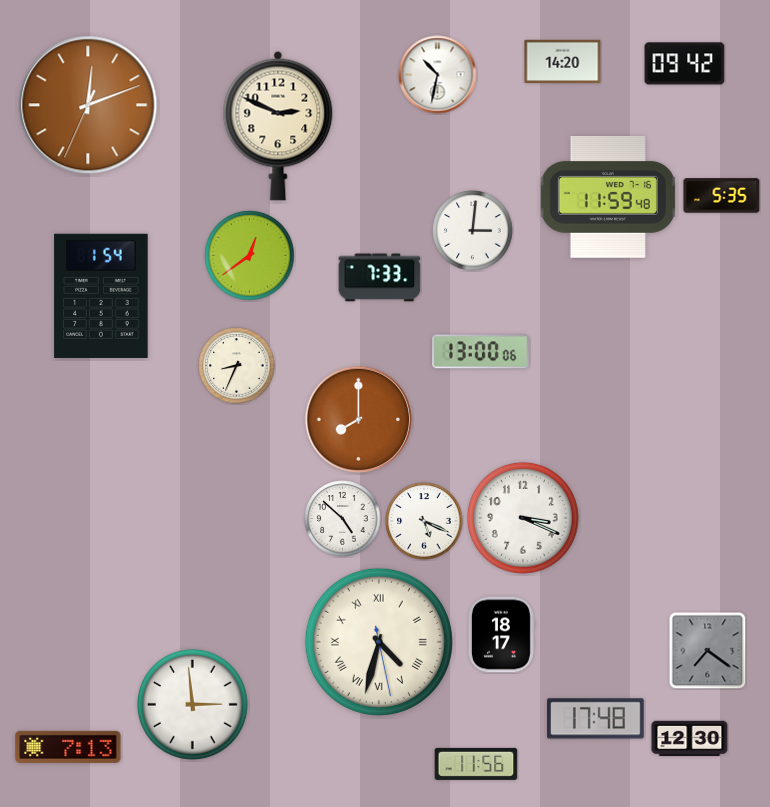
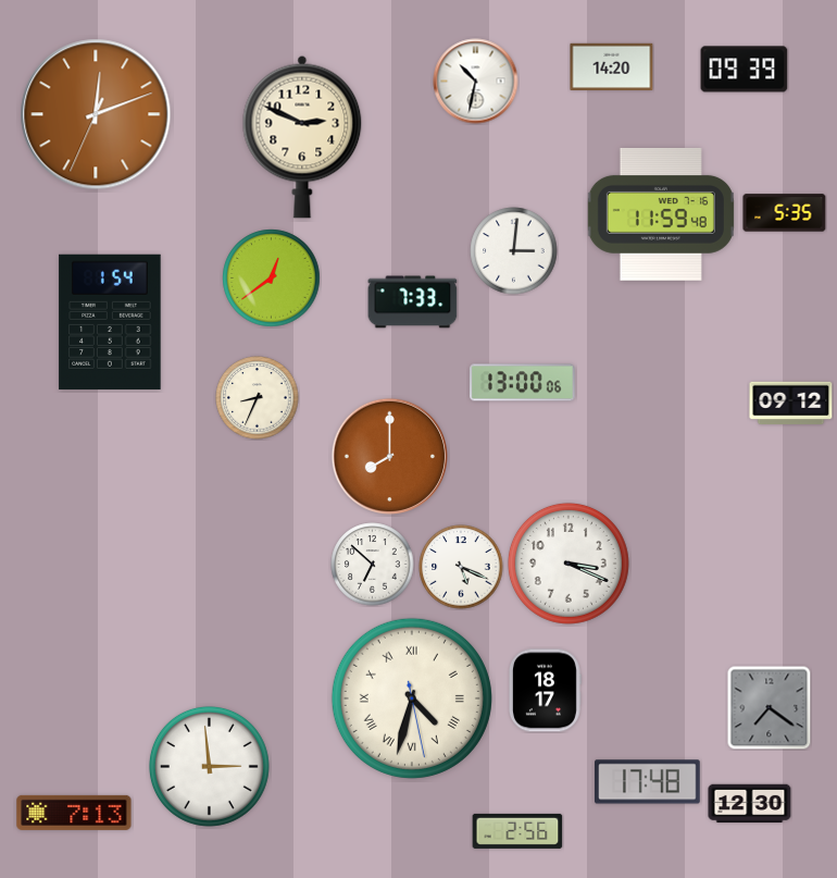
clock at (685, 64): 09:42 -> 09:39
clock at (791, 403): none -> 09:12
clock at (343, 519): 4:52 -> 6:52
clock at (476, 764): 11:56 -> 2:56
